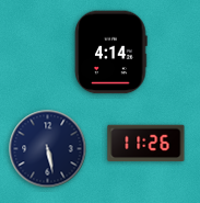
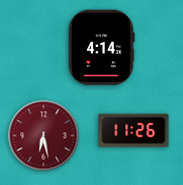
clock at (48, 149): 5:28 -> 6:28
clock at (48, 149) dial: navy -> burgundy
